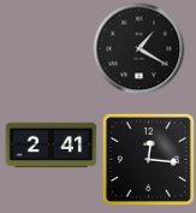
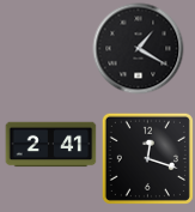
clock at (148, 159): 12:16 -> 12:18
